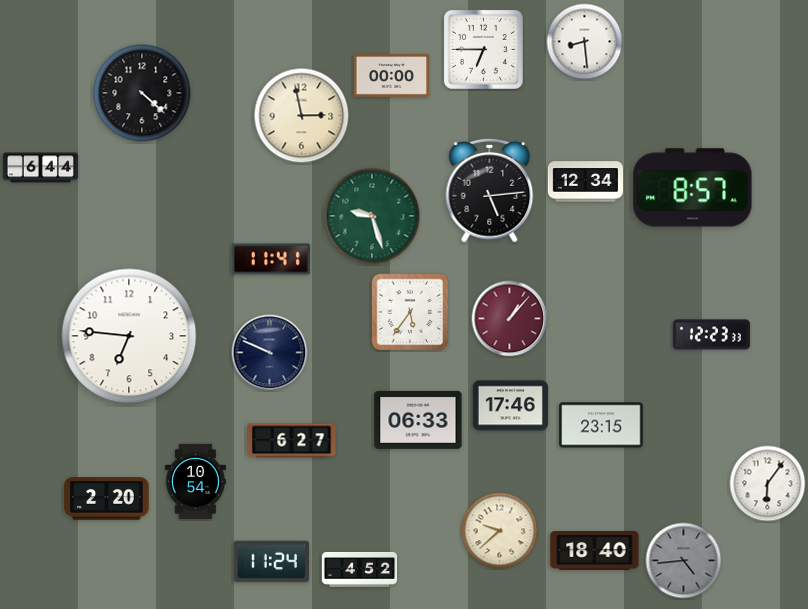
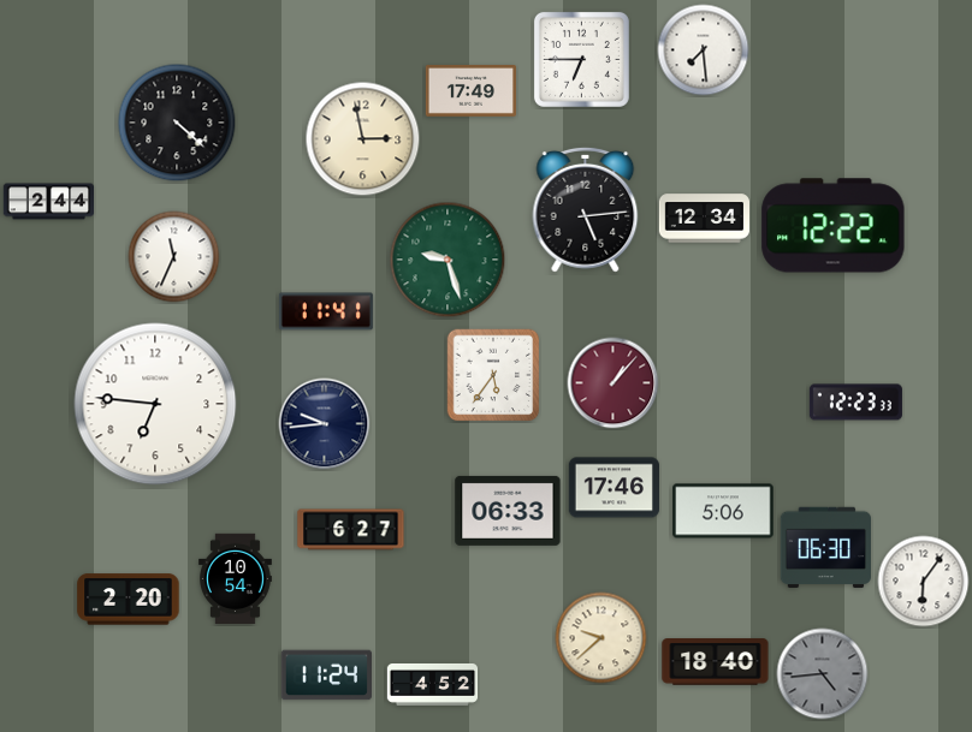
clock at (585, 42): 8:29 -> 7:29
clock at (391, 76): 00:00 -> 17:49
clock at (142, 93) position: (142, 93) -> (177, 123)
clock at (41, 168): 6:44 -> 2:44
clock at (693, 188): 8:57 -> 12:22
clock at (490, 190) position: (490, 190) -> (586, 209)
clock at (174, 257): none -> 11:34
clock at (270, 353): 9:49 -> 9:44
clock at (418, 420) position: (418, 420) -> (508, 511)
clock at (601, 425): 23:15 -> 5:06
clock at (825, 548): none -> 06:30
